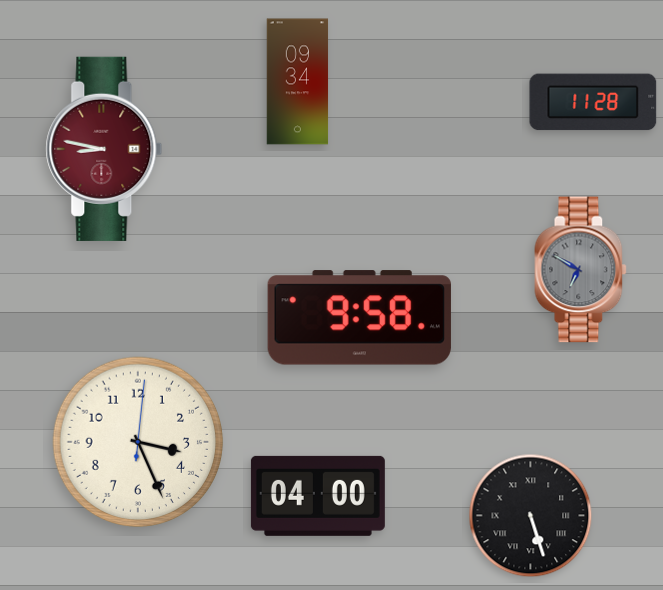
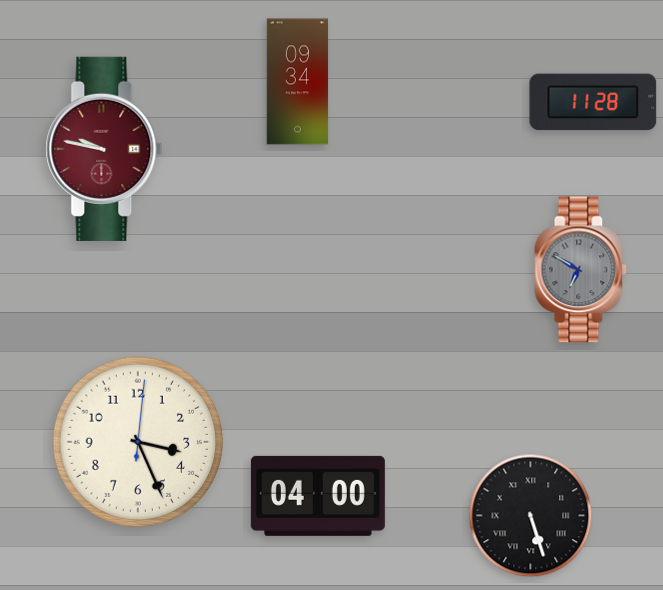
clock at (104, 149): 8:47 -> 9:47
clock at (359, 318): 9:58 -> none
